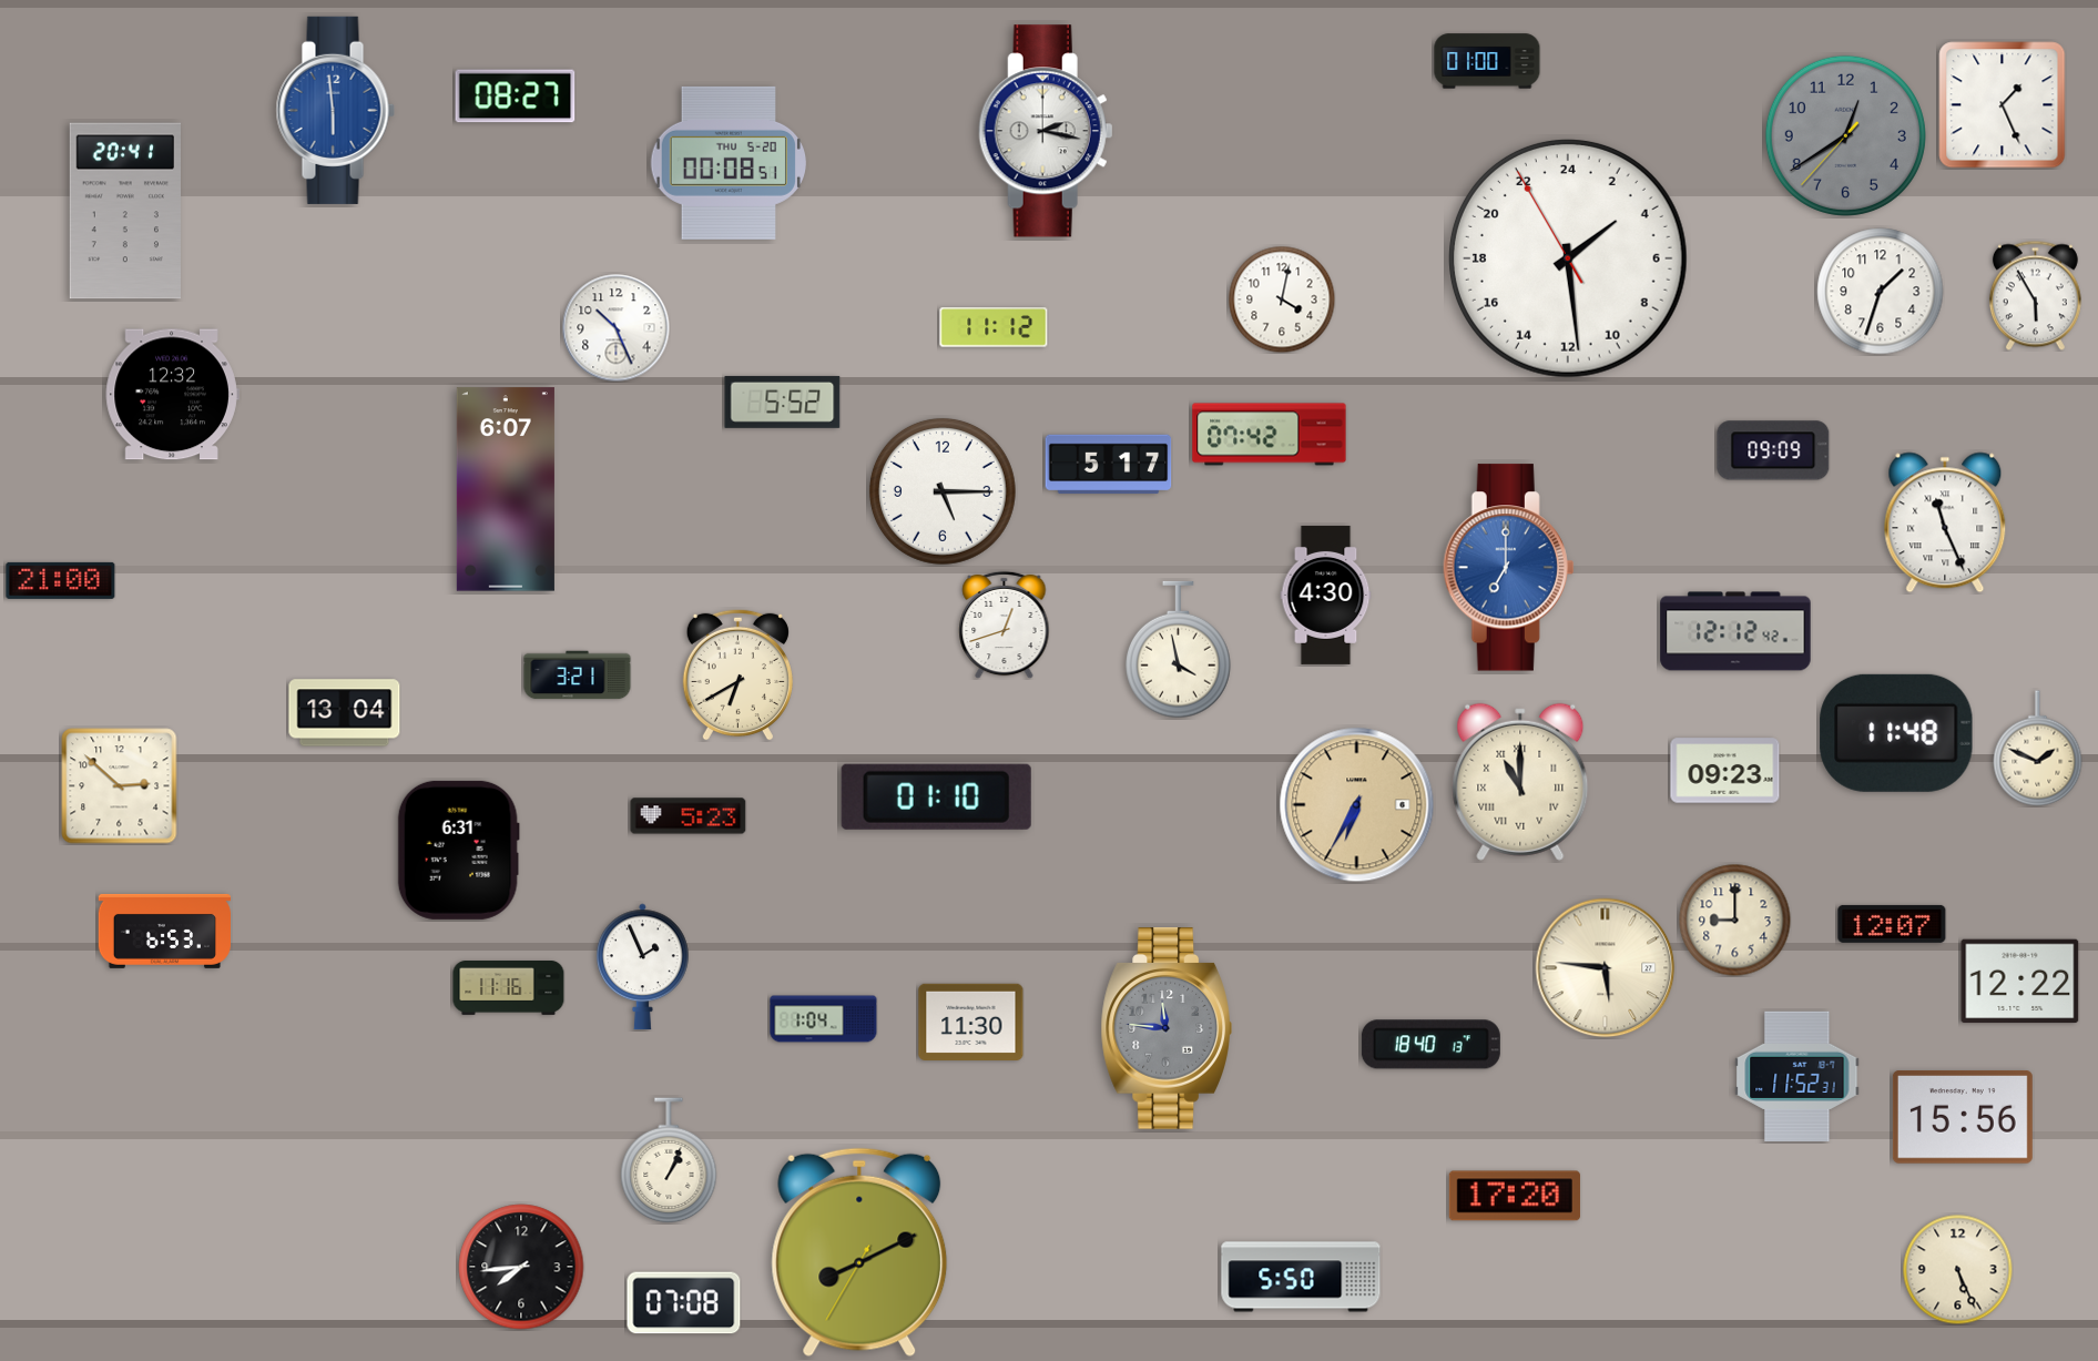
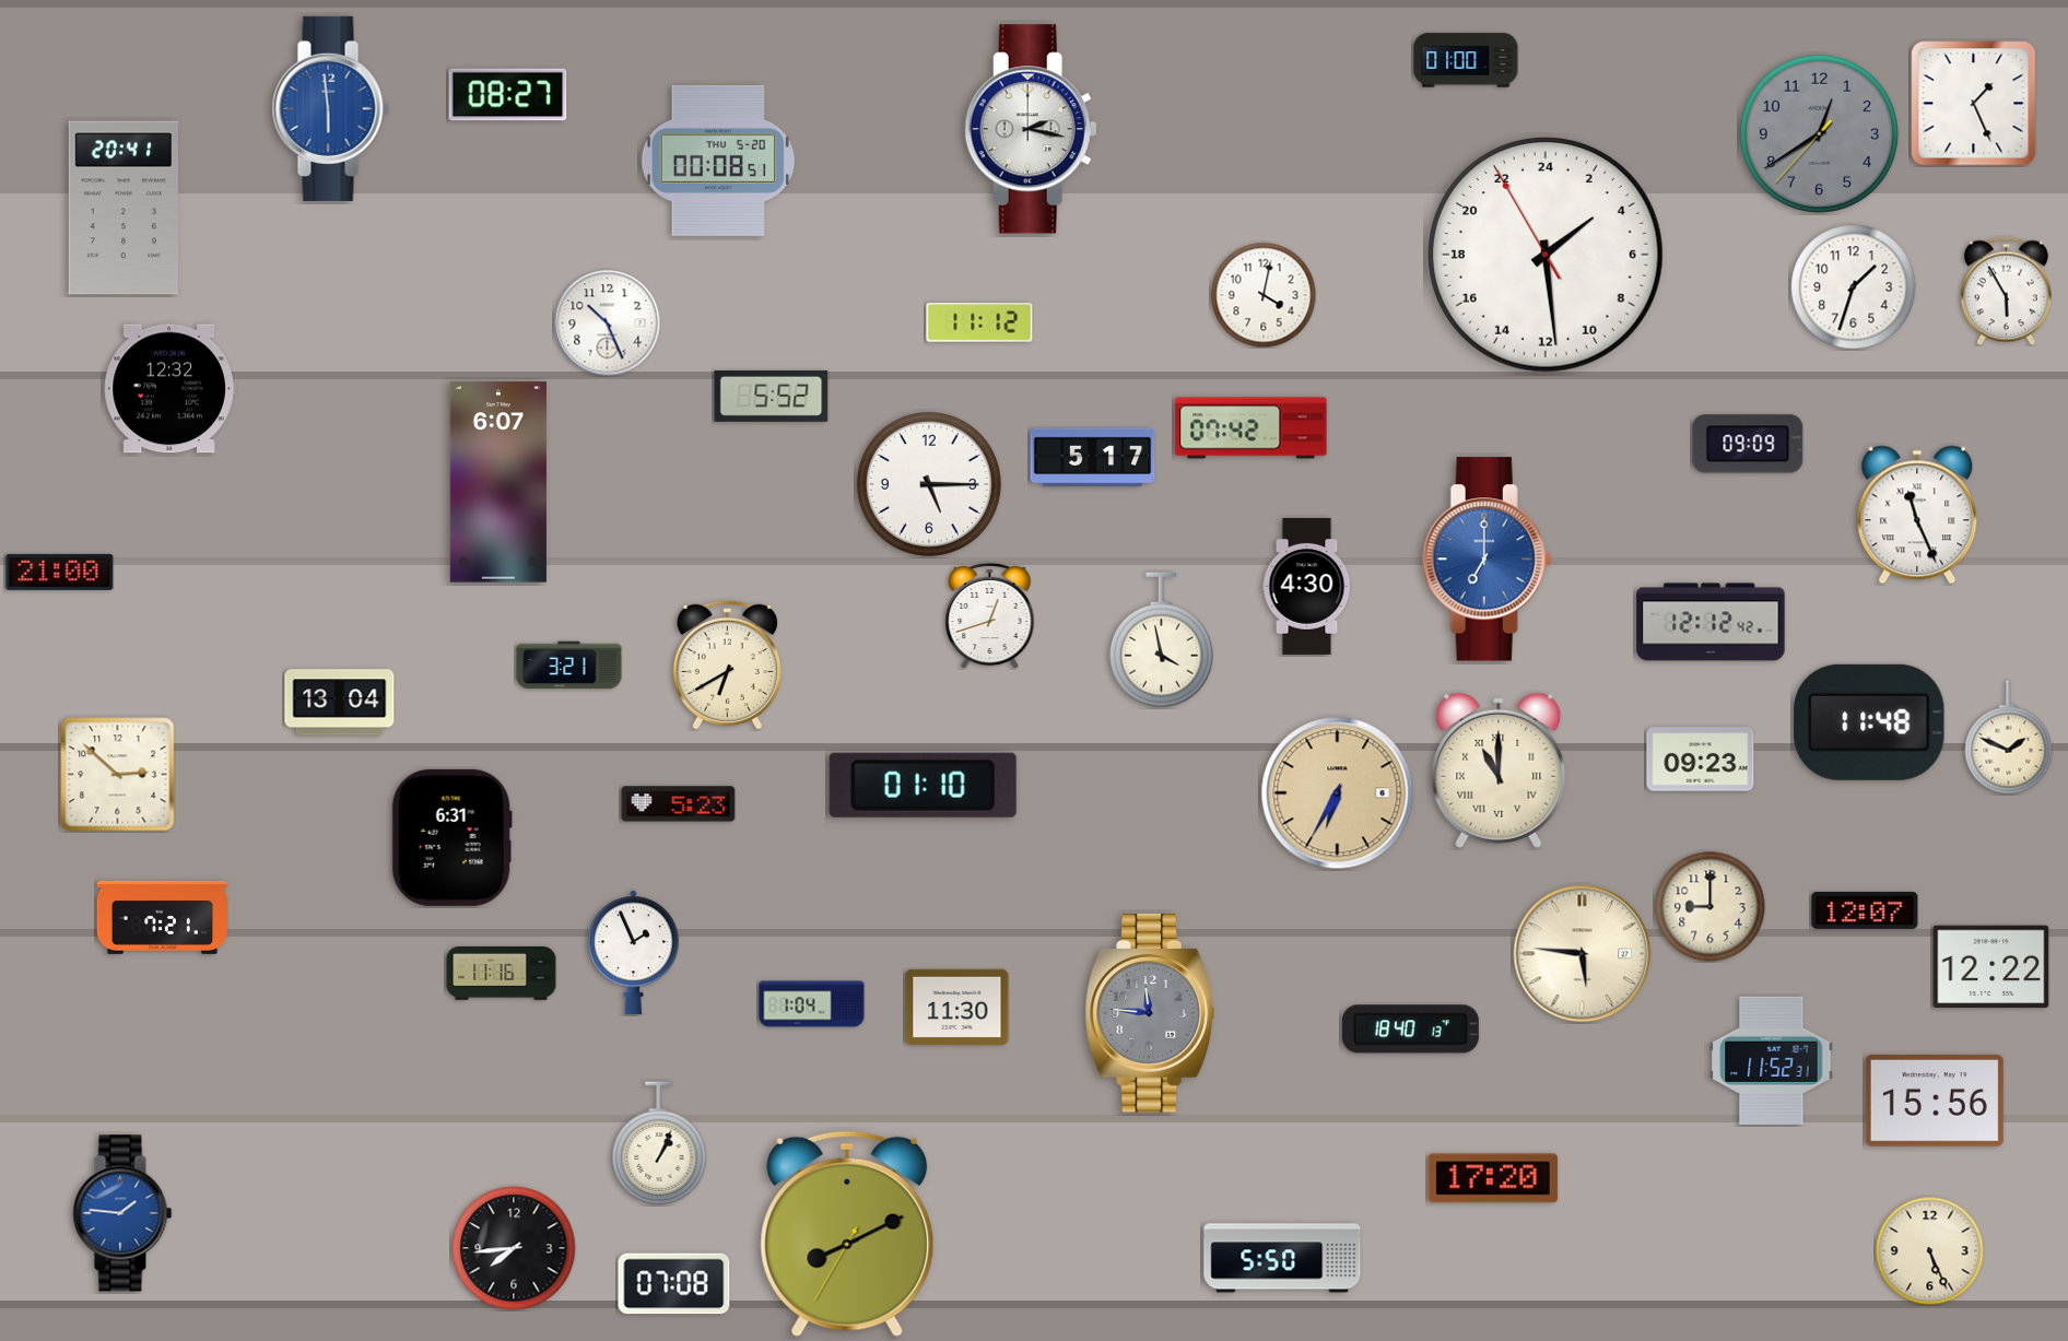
clock at (164, 931): 6:53 -> 7:21
clock at (122, 1213): none -> 1:46
